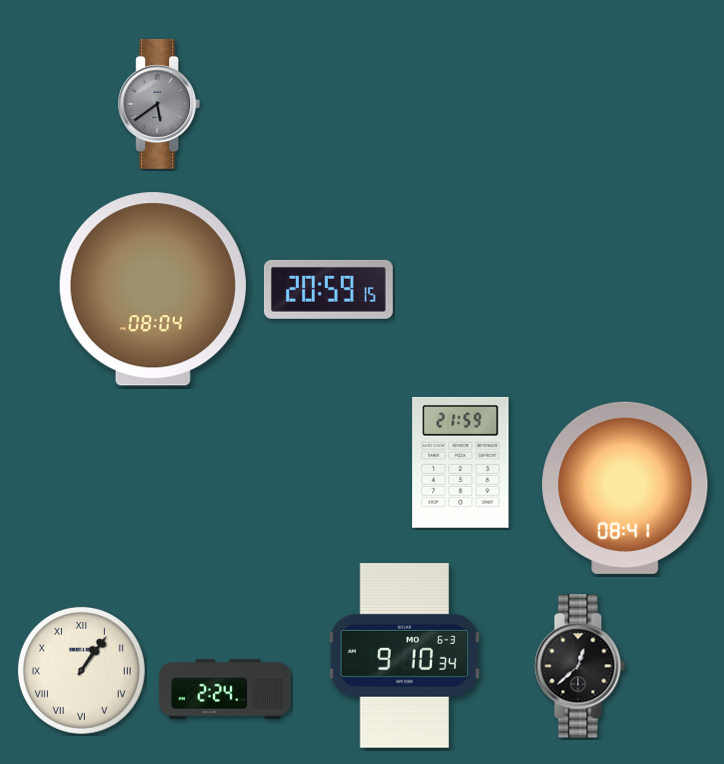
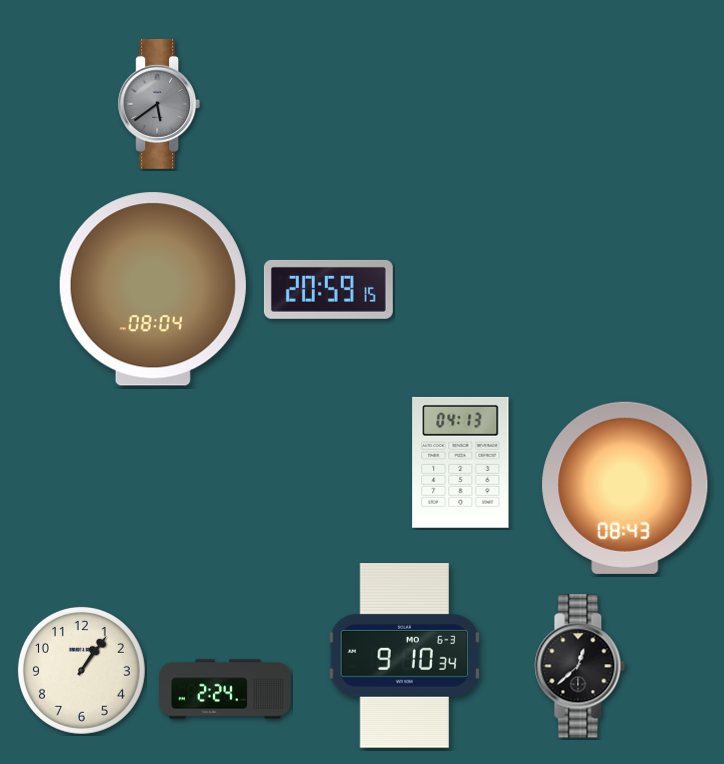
clock at (461, 462): 21:59 -> 04:13
clock at (625, 488): 08:41 -> 08:43
clock at (81, 670) numerals: Roman -> Arabic
